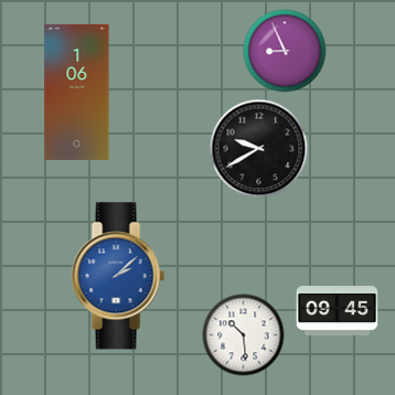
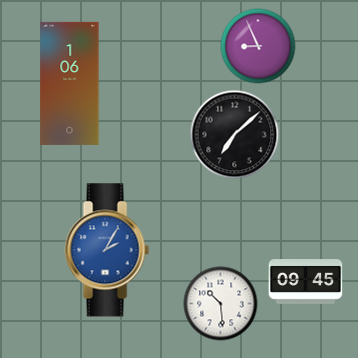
clock at (259, 149): 9:40 -> 7:08
clock at (118, 276): 2:08 -> 2:05
